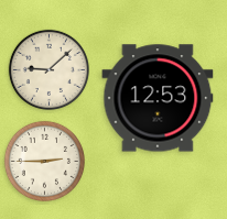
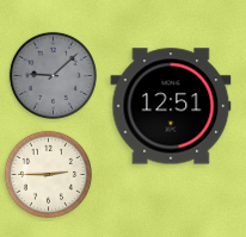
clock at (48, 69) dial: cream -> grey
clock at (158, 98): 12:53 -> 12:51
